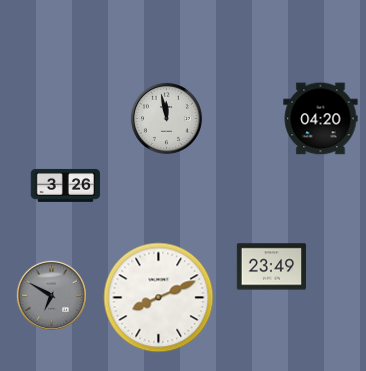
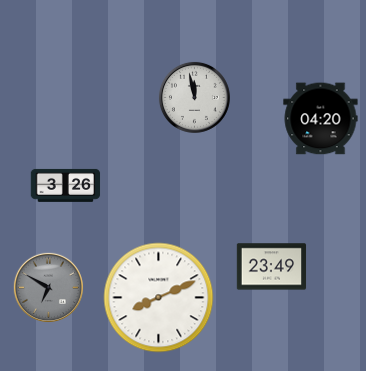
clock at (166, 118) position: (166, 118) -> (194, 97)
clock at (51, 295) position: (51, 295) -> (48, 287)
